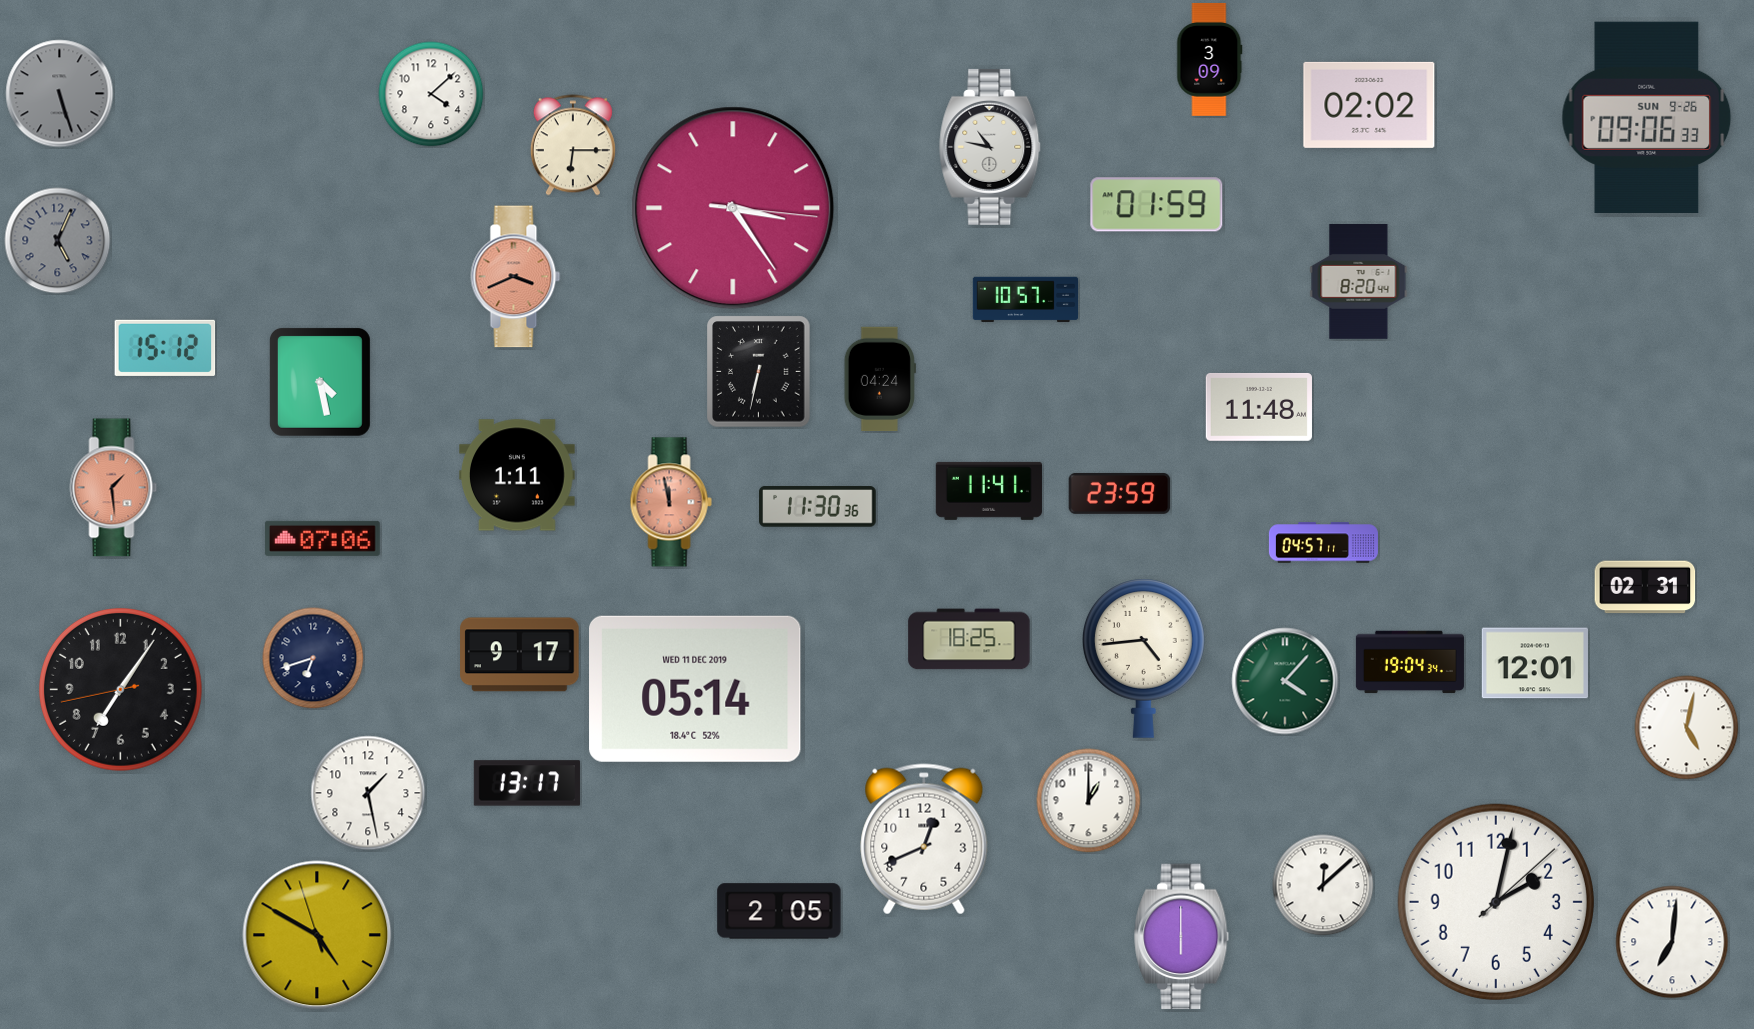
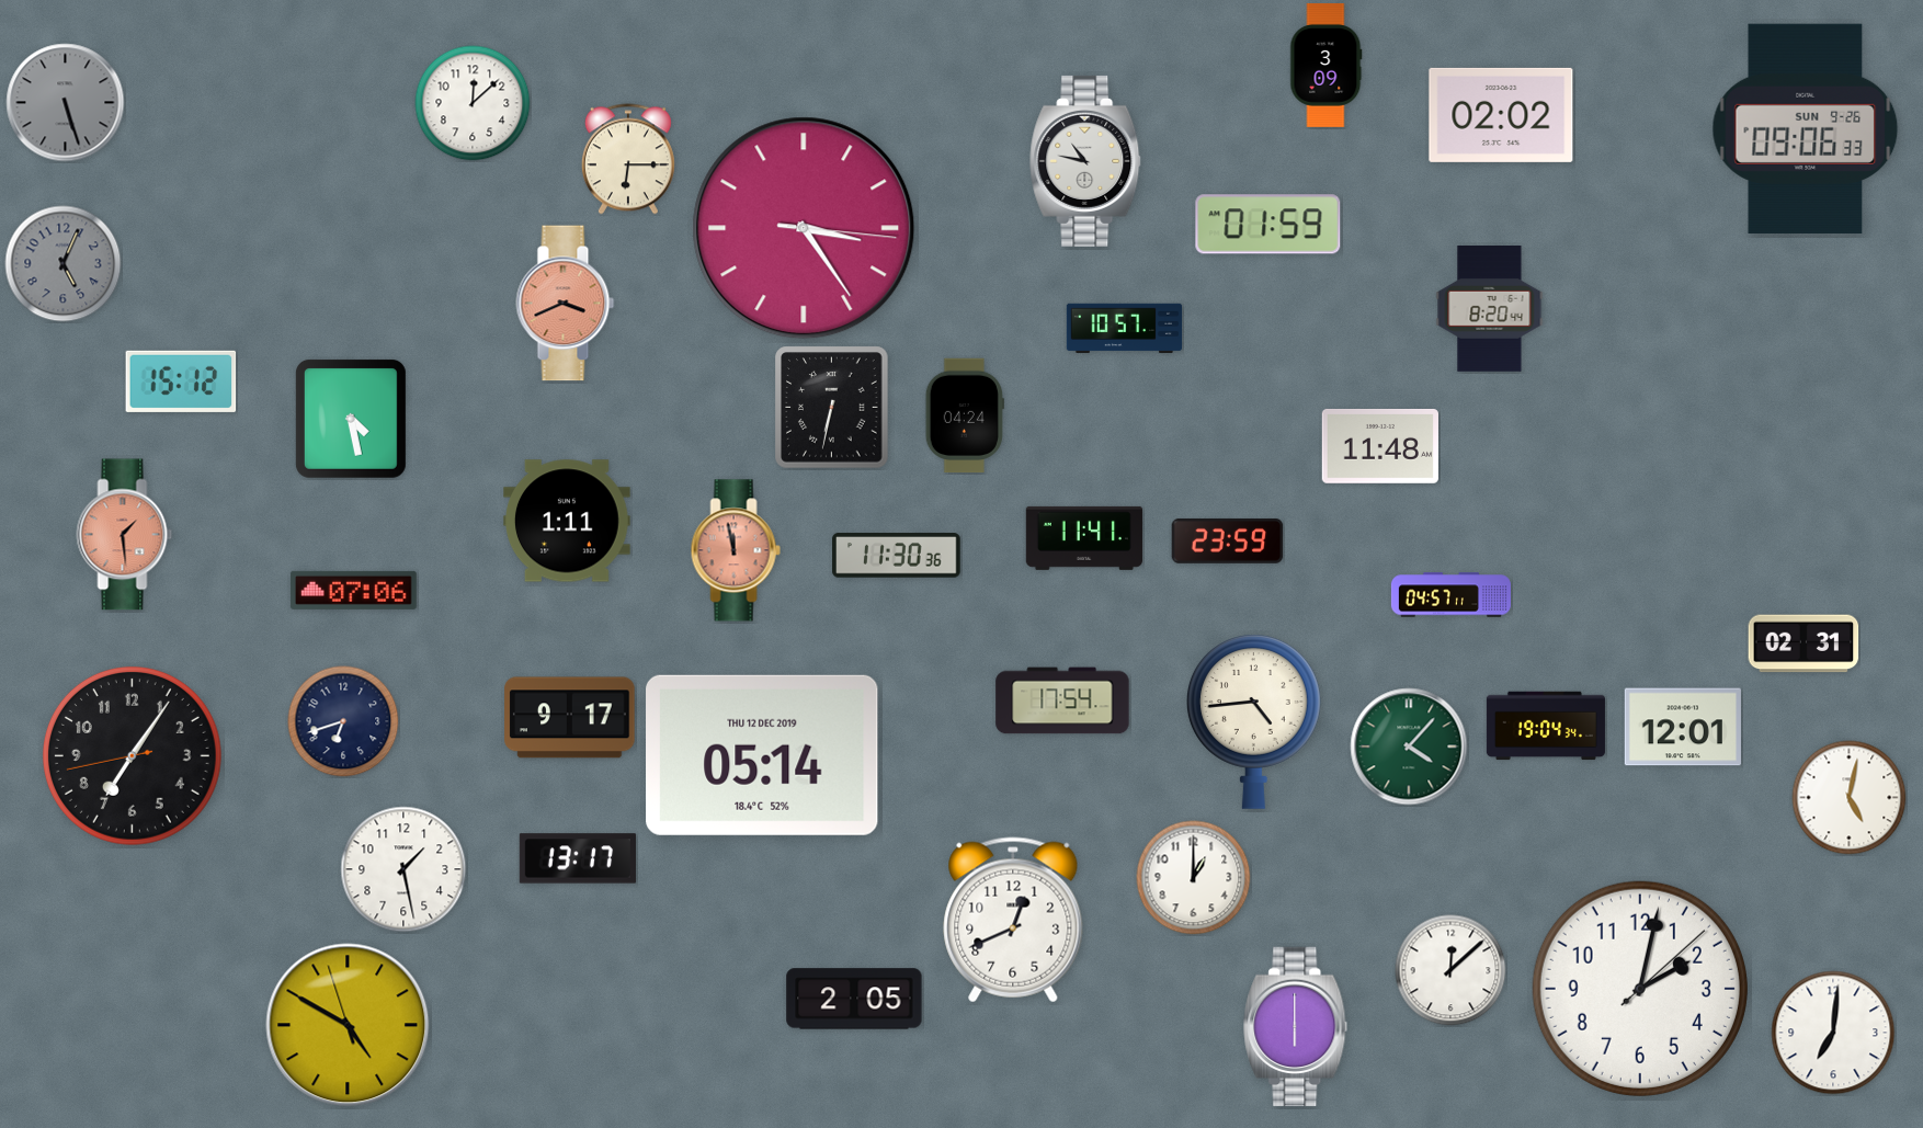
clock at (431, 94): 4:08 -> 12:08
clock at (969, 639): 18:25 -> 17:54
clock at (695, 689) date: WED 11 DEC 2019 -> THU 12 DEC 2019
